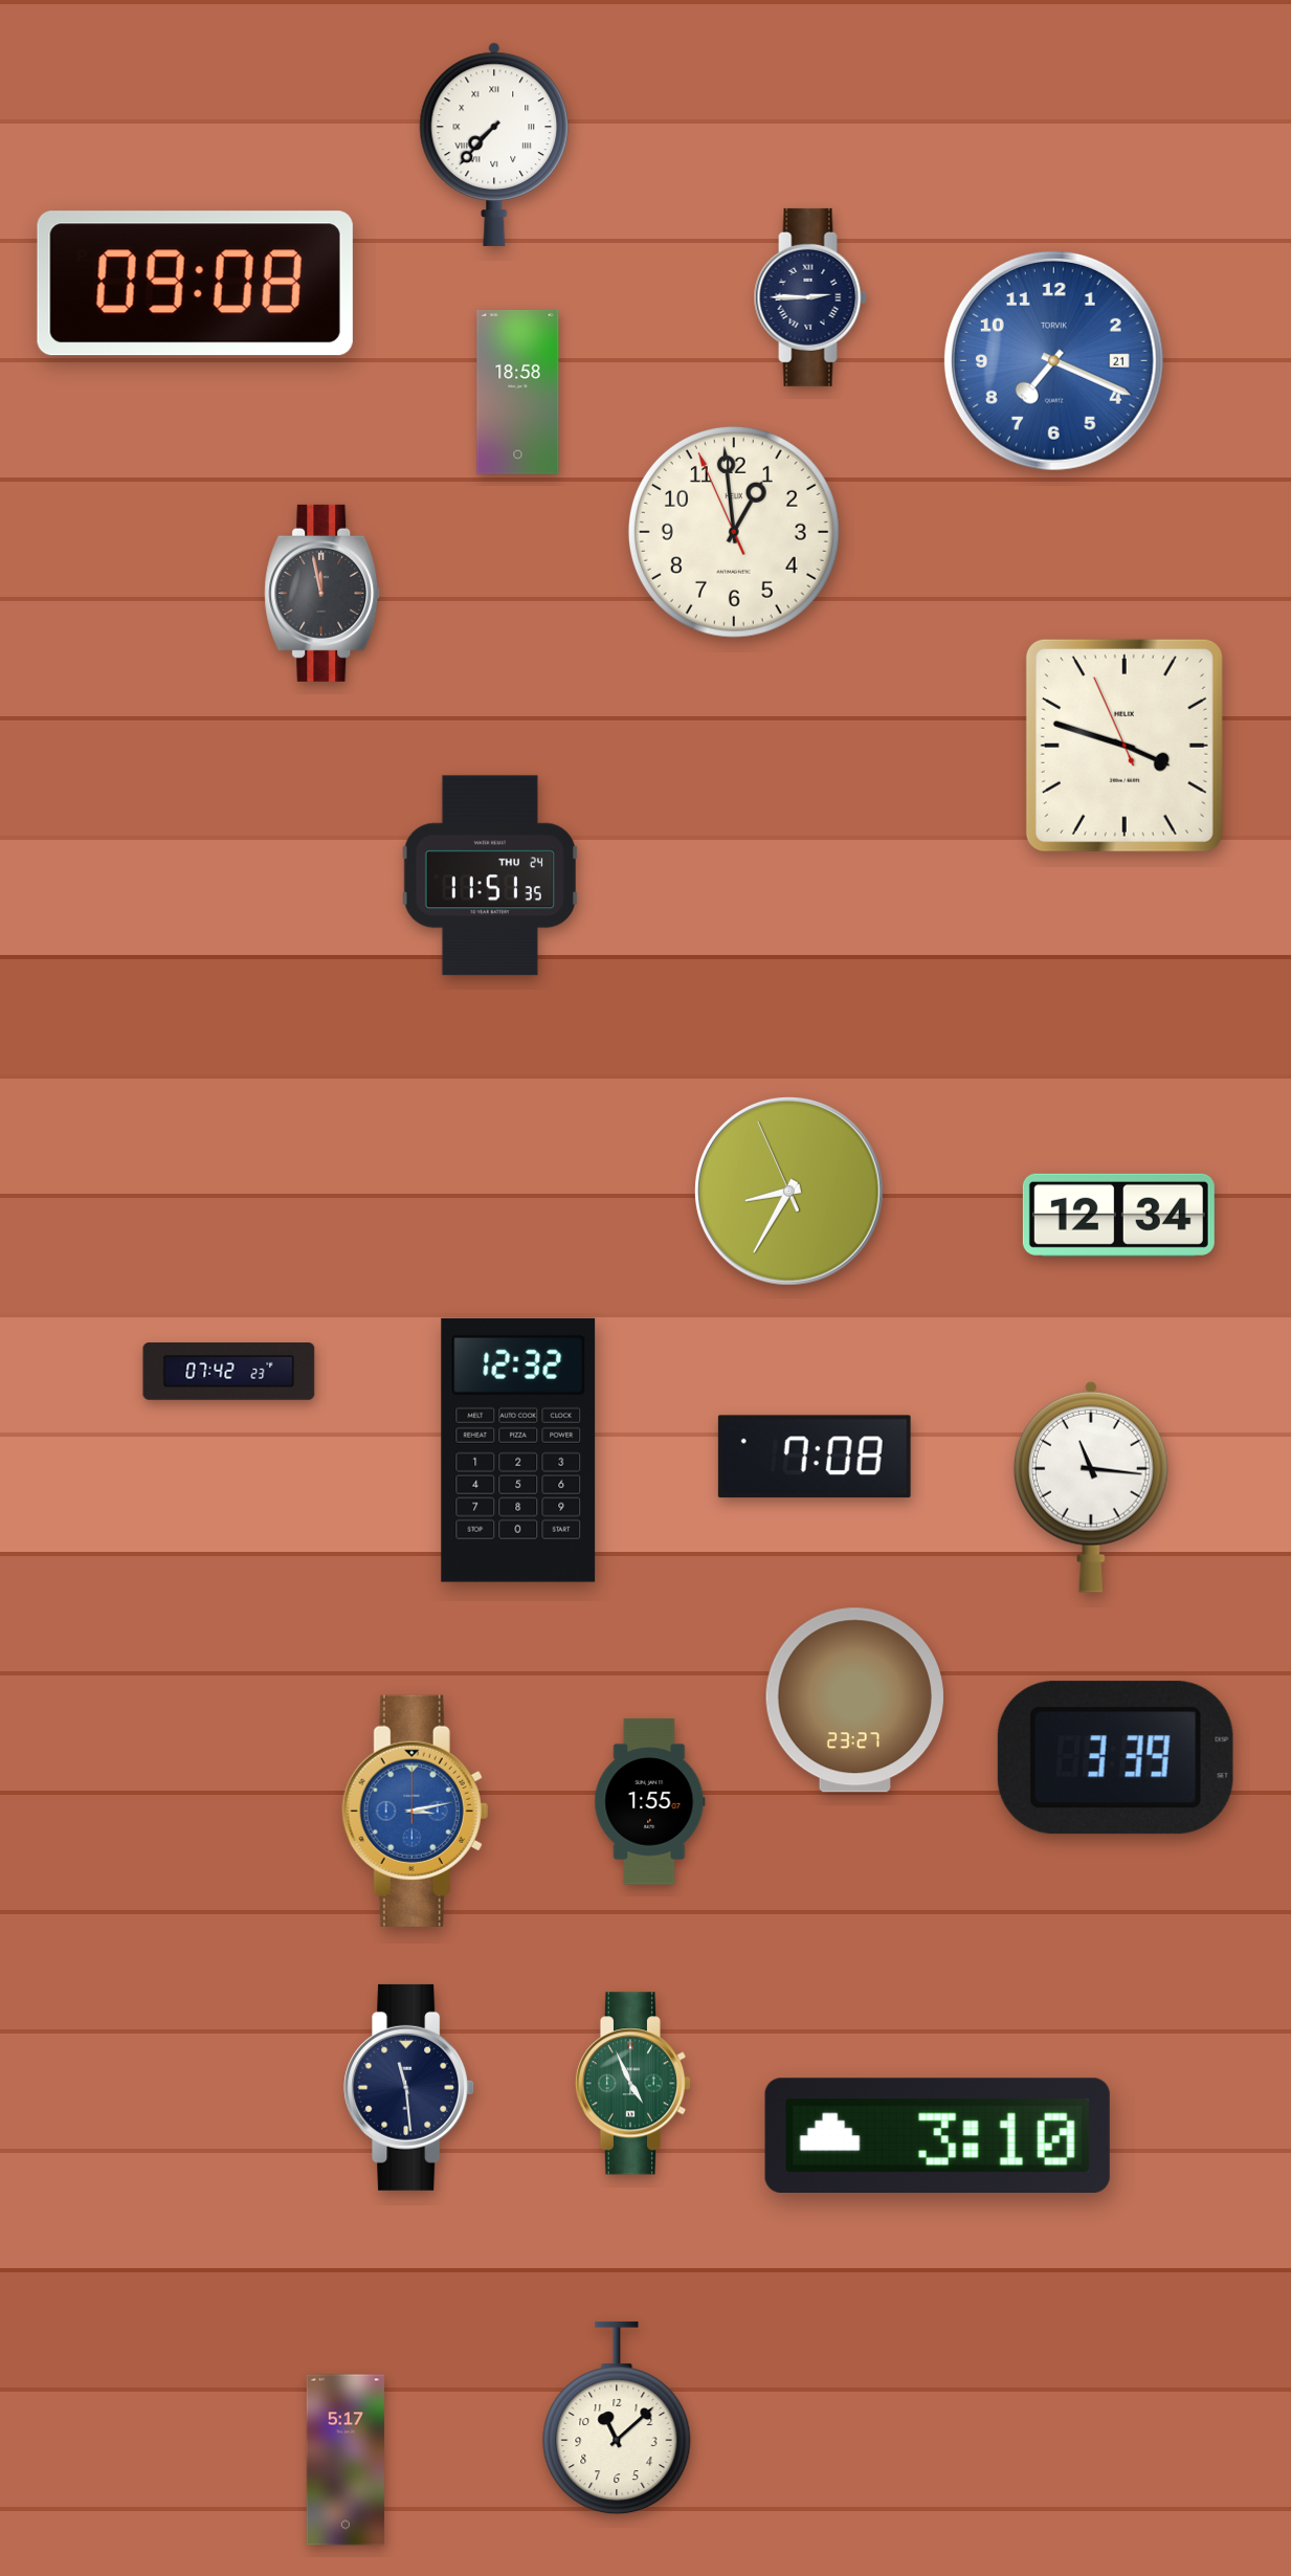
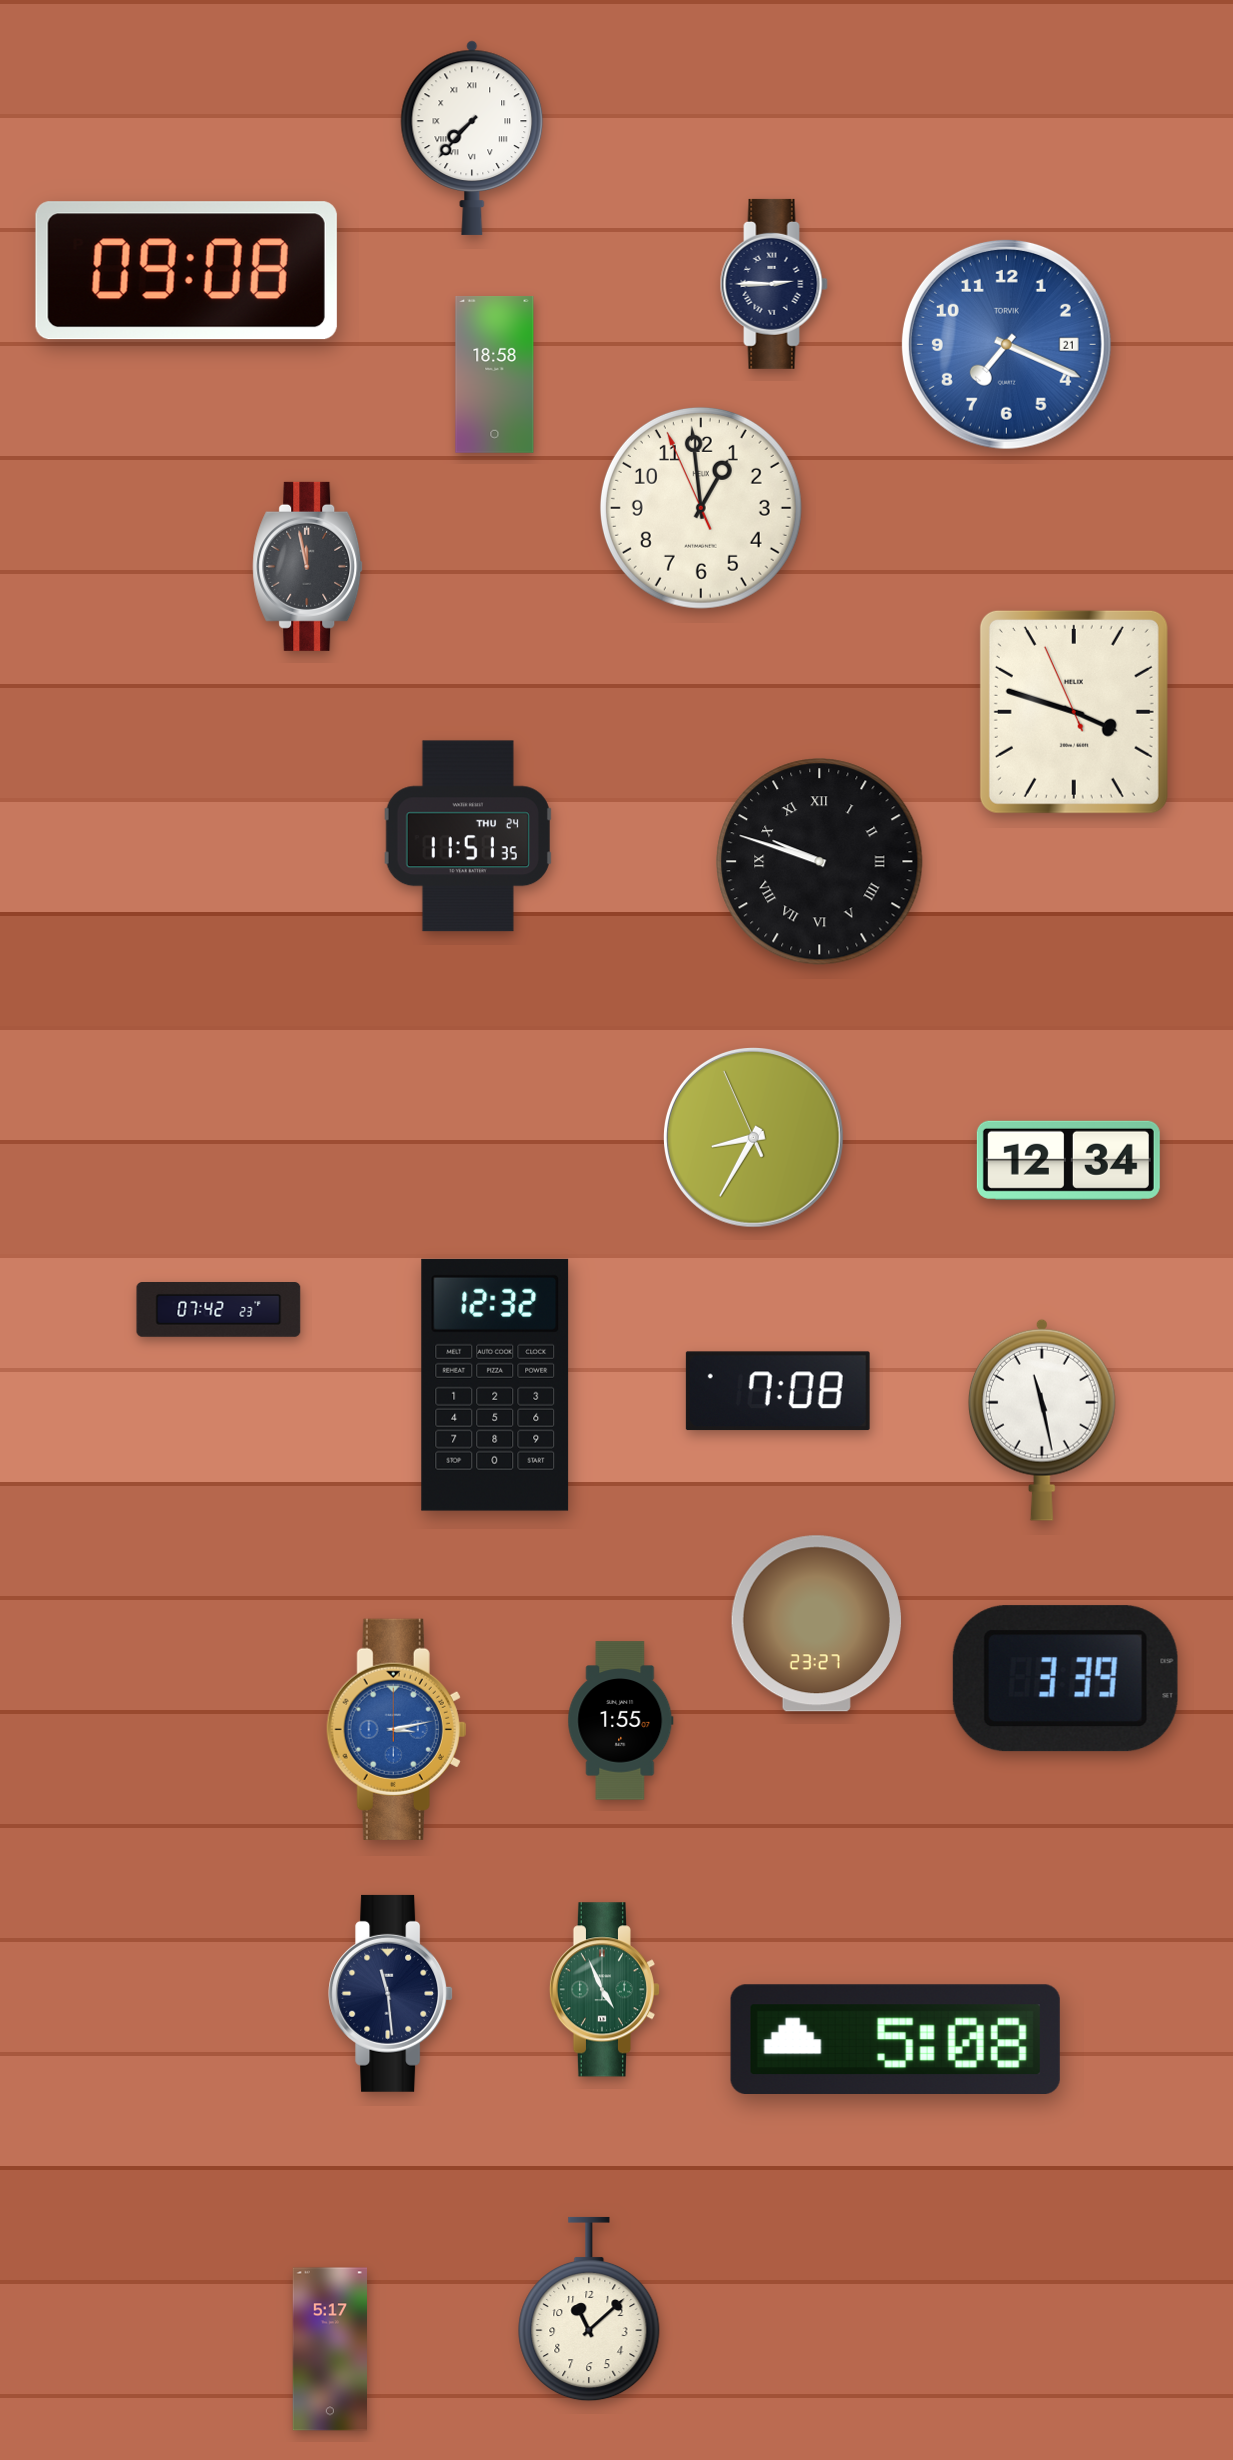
clock at (820, 862): none -> 9:48
clock at (1091, 1487): 11:16 -> 11:28
clock at (937, 2135): 3:10 -> 5:08
